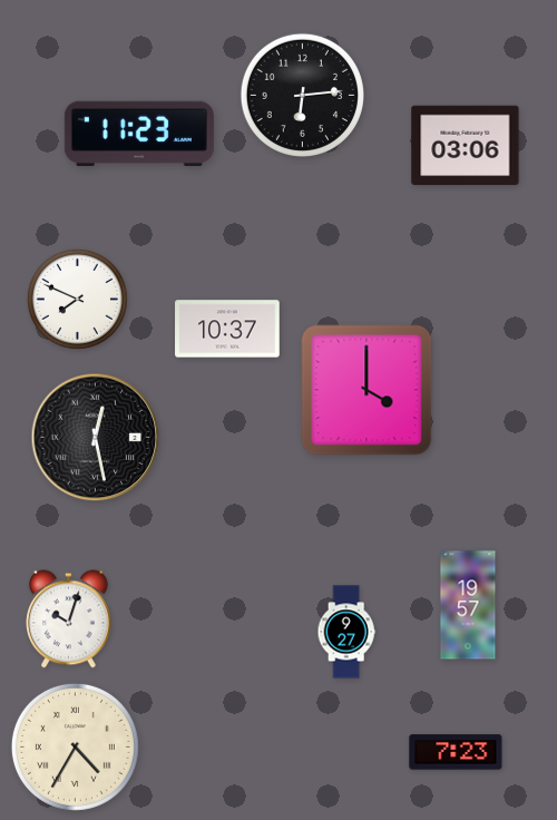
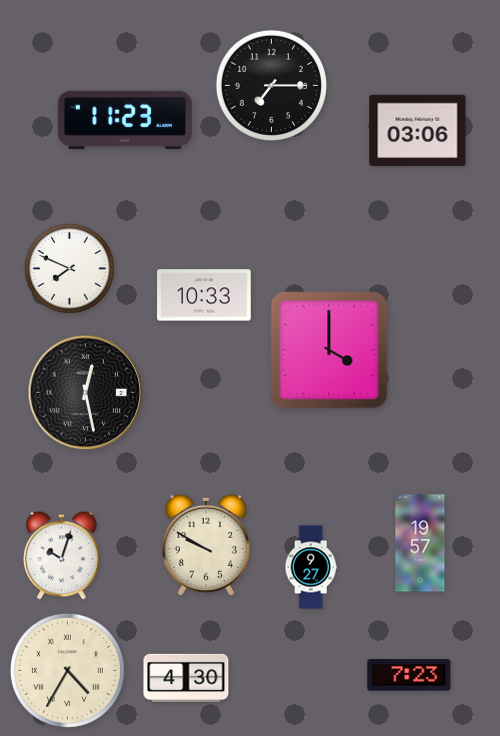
clock at (302, 95): 6:14 -> 7:15
clock at (227, 329): 10:37 -> 10:33
clock at (206, 545): none -> 9:50
clock at (186, 678): none -> 4:30
